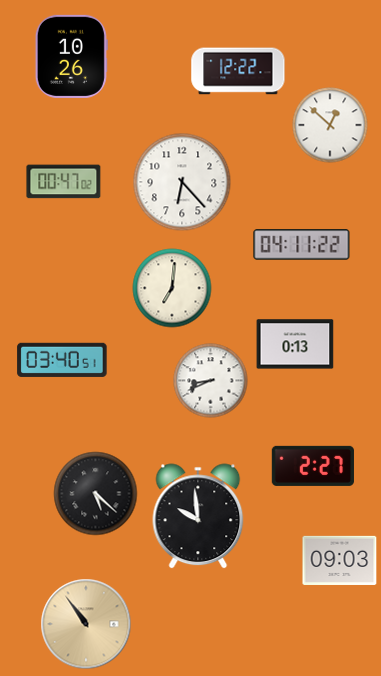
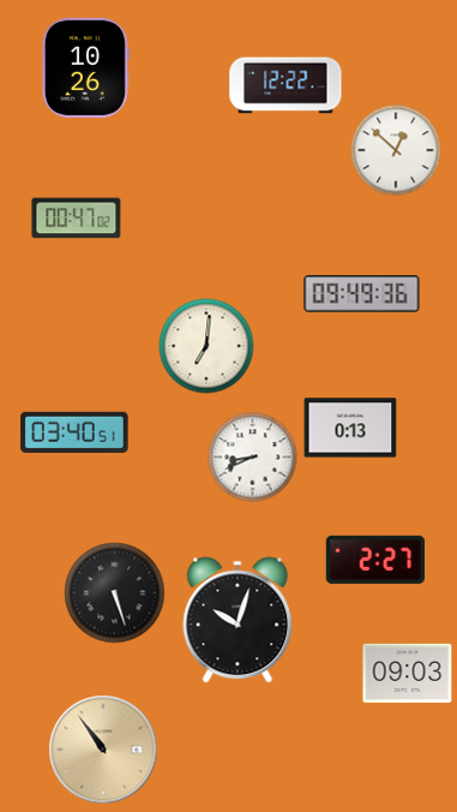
clock at (182, 182): 6:23 -> none
clock at (302, 245): 04:11 -> 09:49
clock at (295, 344) position: (295, 344) -> (350, 428)
clock at (96, 494): 5:22 -> 5:27
clock at (198, 516): 9:59 -> 10:03
